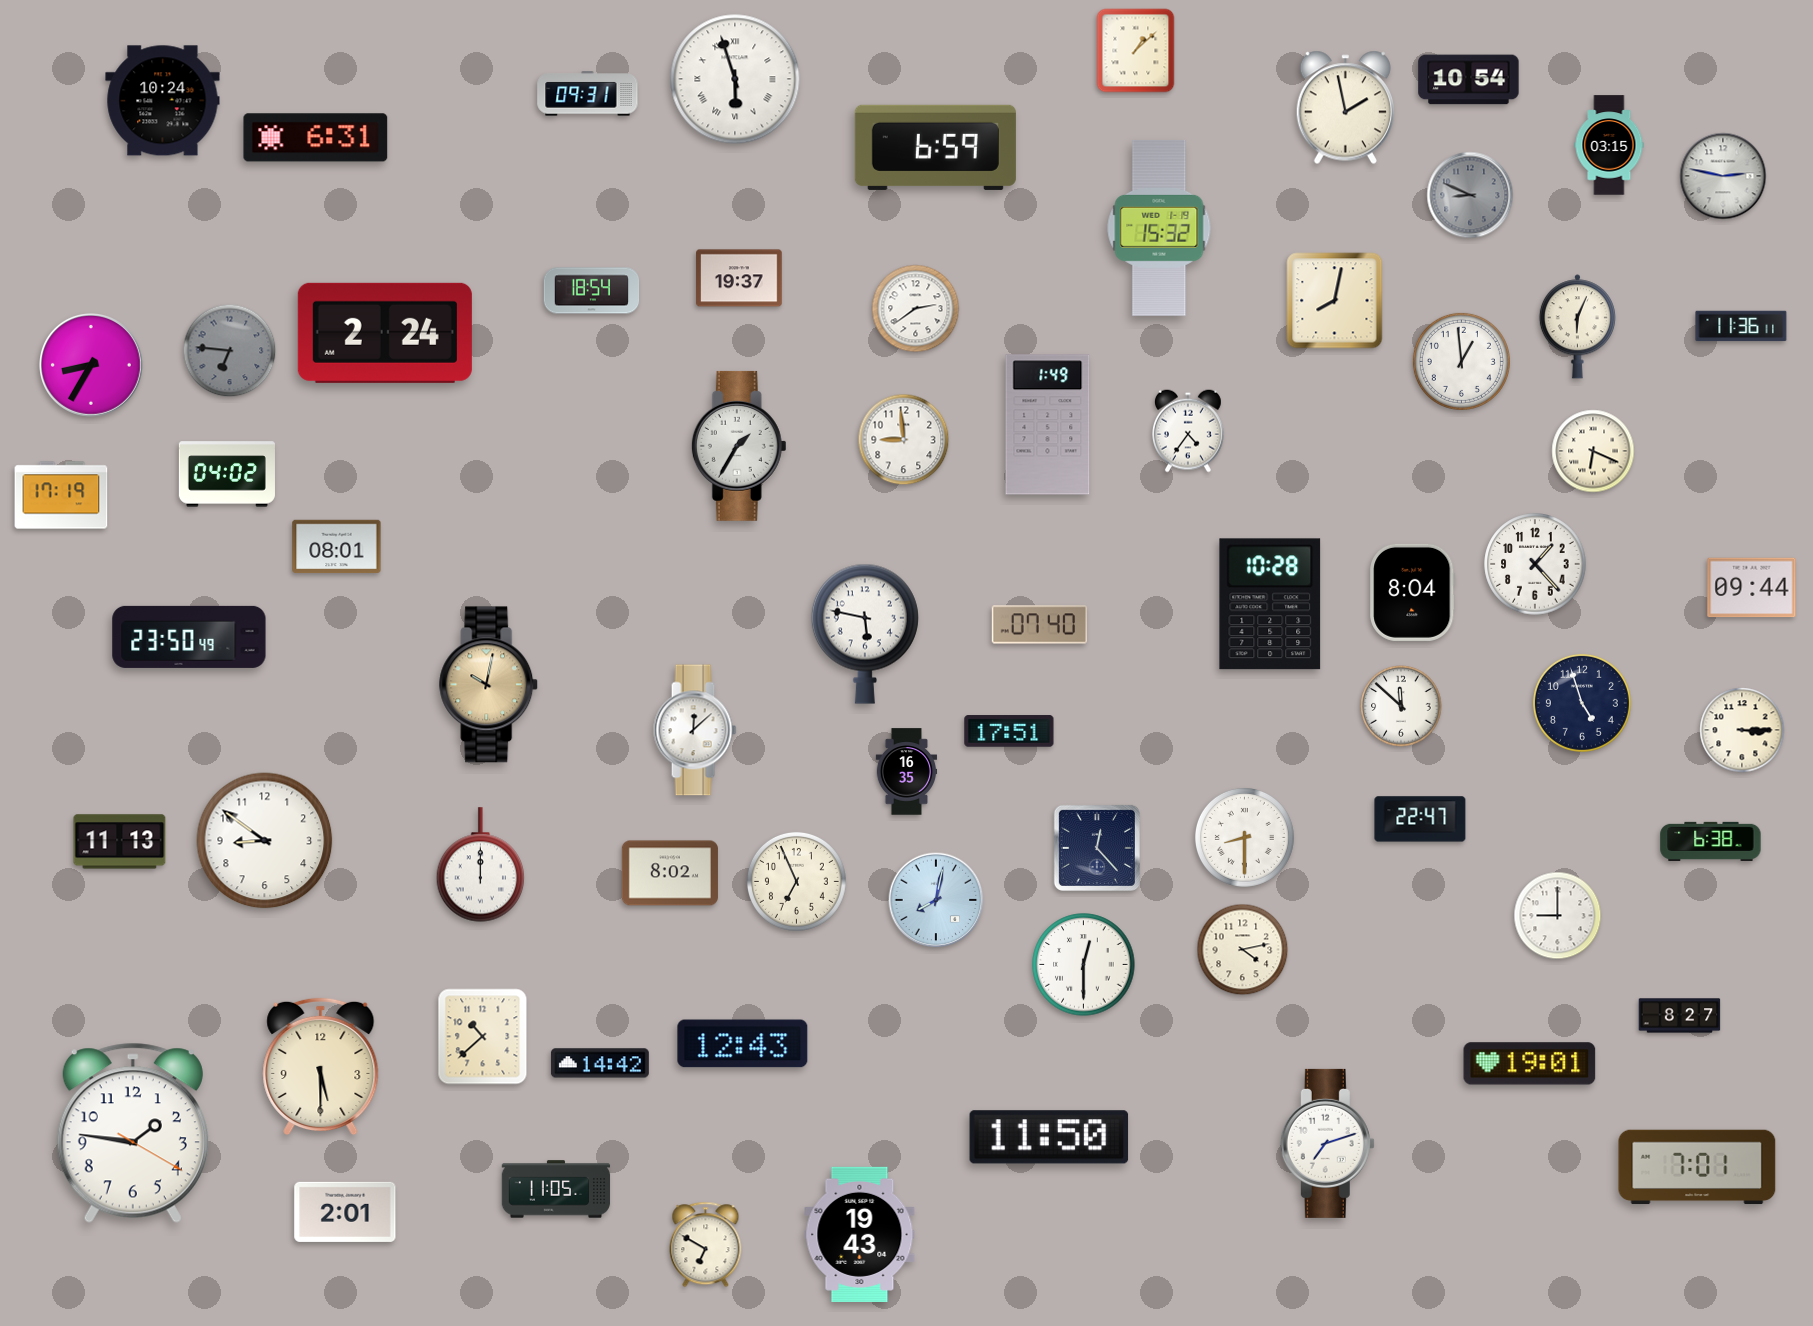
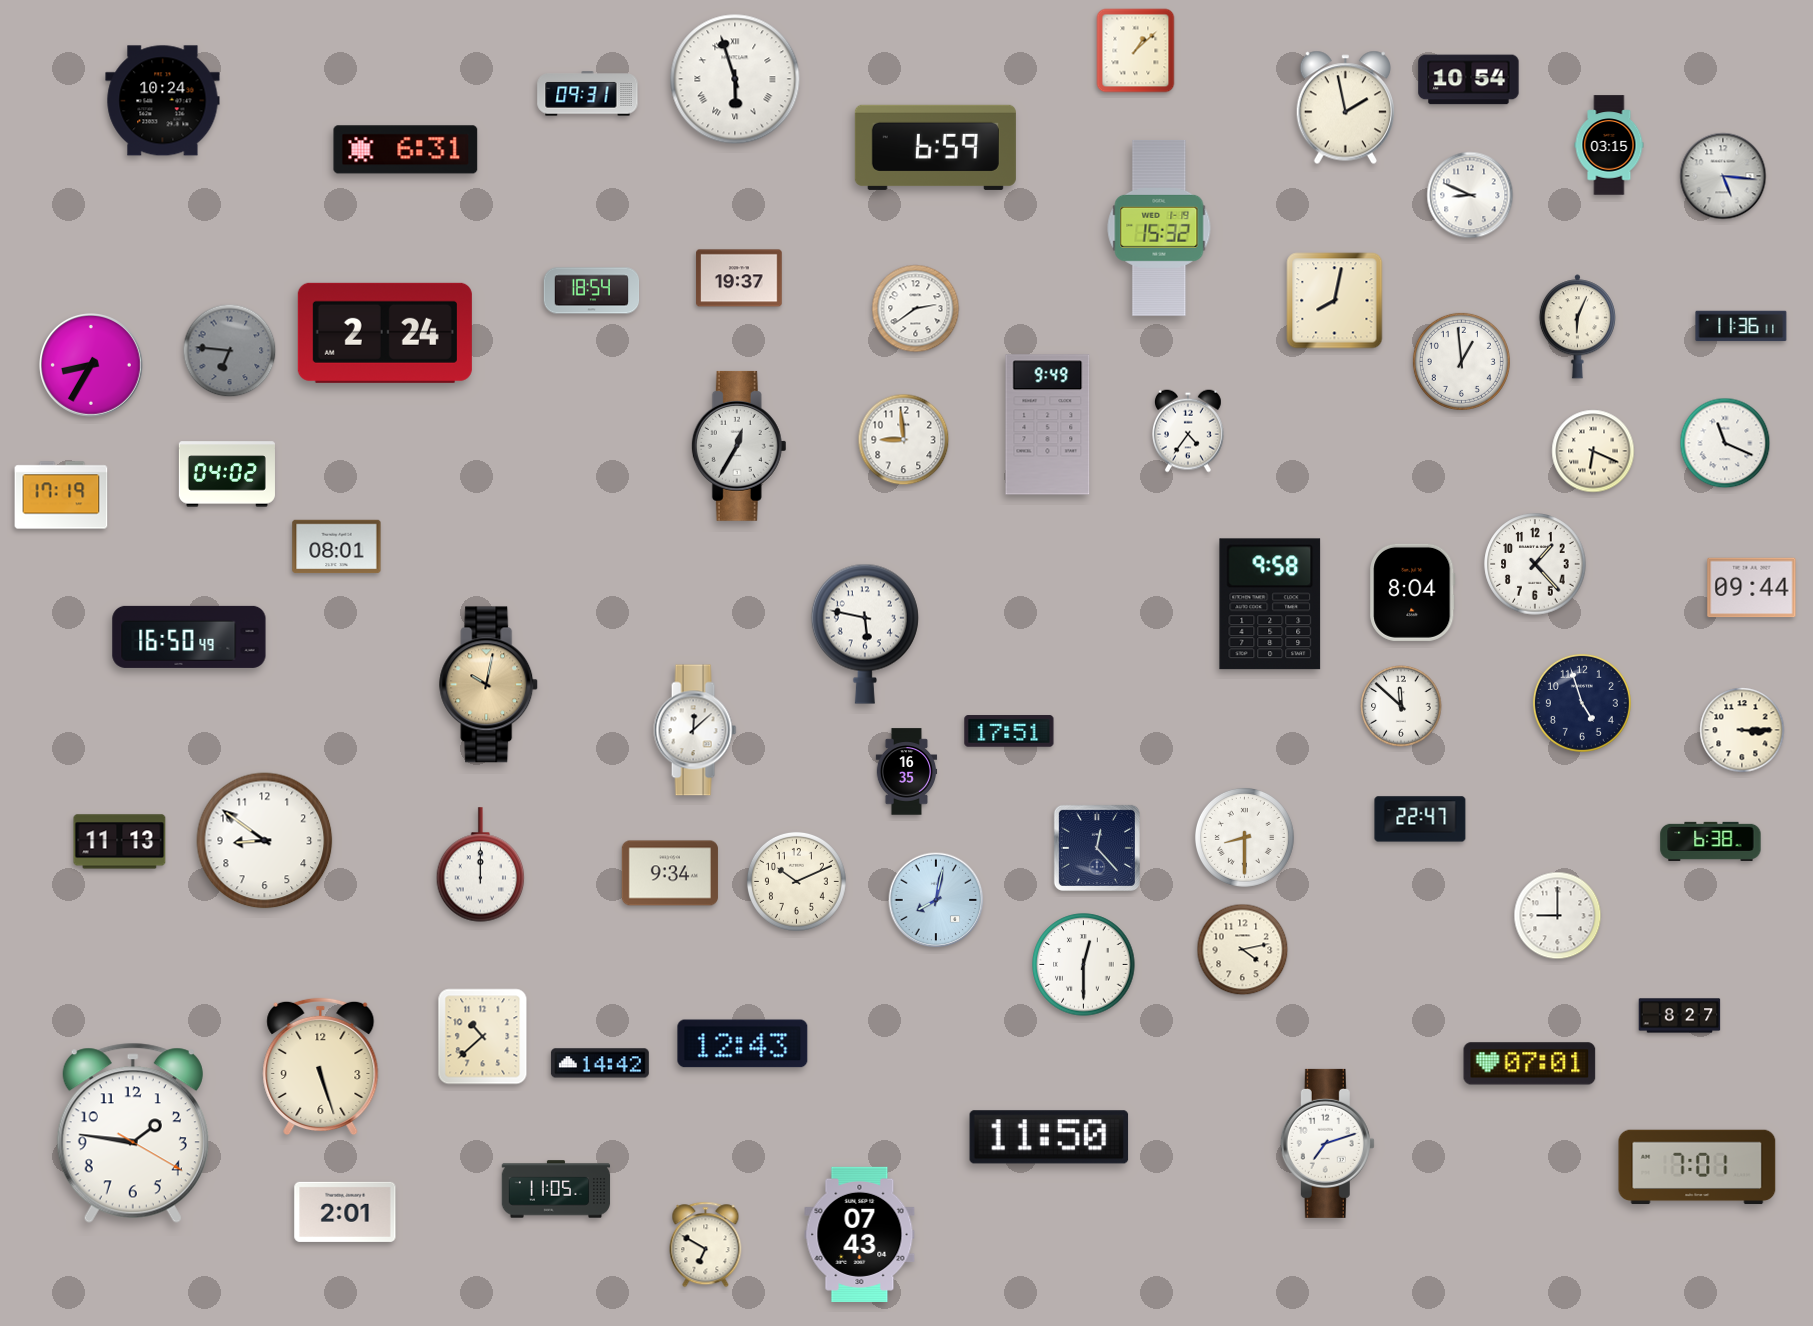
clock at (316, 138) position: (316, 138) -> (406, 150)
clock at (1723, 176): 2:47 -> 5:16
clock at (1470, 195) dial: grey -> white
clock at (1048, 425): 1:49 -> 9:49
clock at (1725, 443): none -> 11:19
clock at (739, 446): 1:35 -> 12:35
clock at (1270, 604): 10:28 -> 9:58
clock at (1040, 625): 07:40 -> none
clock at (189, 637): 23:50 -> 16:50
clock at (670, 873): 8:02 -> 9:34
clock at (796, 881): 6:56 -> 10:11
clock at (1530, 1064): 19:01 -> 07:01
clock at (321, 1067): 5:30 -> 5:27
clock at (860, 1234): 19:43 -> 07:43
